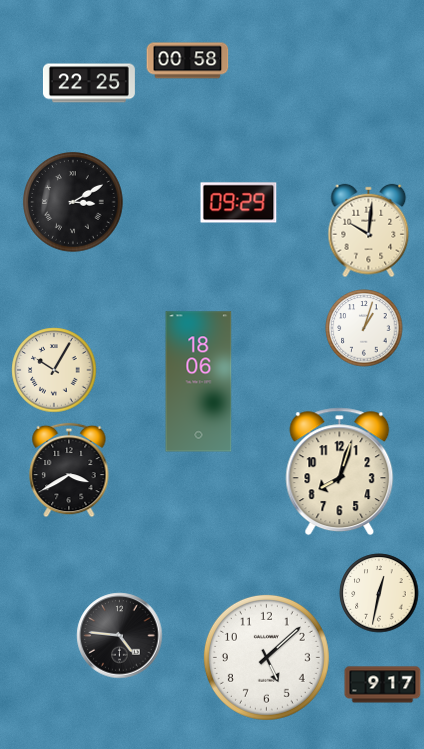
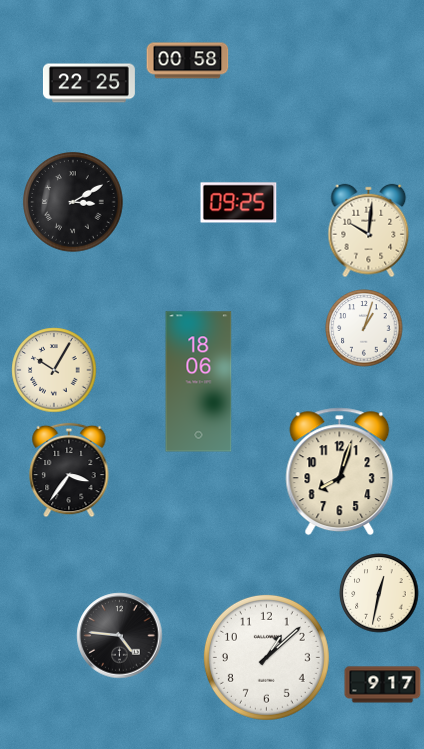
clock at (239, 203): 09:29 -> 09:25
clock at (69, 470): 3:40 -> 3:36
clock at (266, 657): 5:08 -> 1:08
